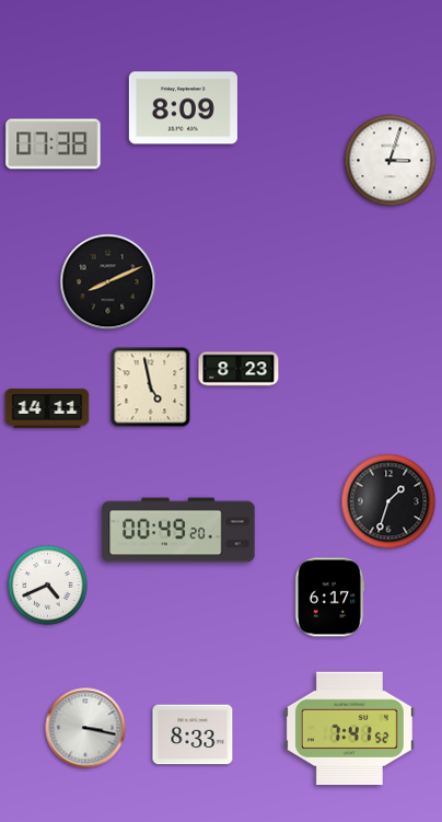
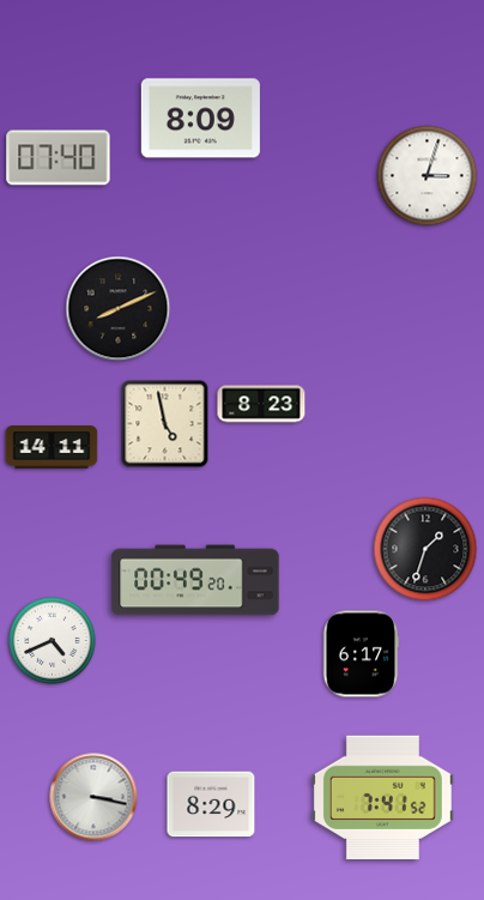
clock at (54, 144): 07:38 -> 07:40
clock at (193, 734): 8:33 -> 8:29
